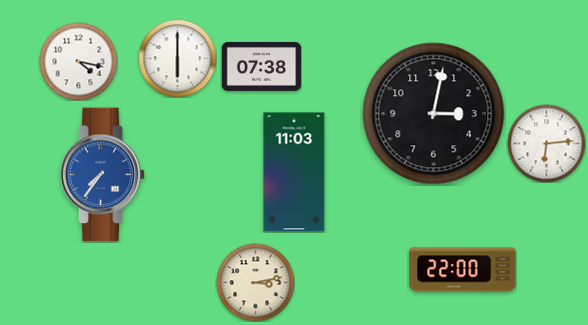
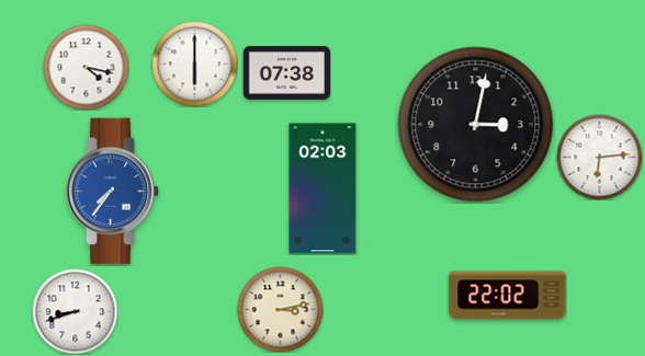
clock at (294, 172): 11:03 -> 02:03
clock at (463, 270): 22:00 -> 22:02
clock at (75, 311): none -> 8:42
